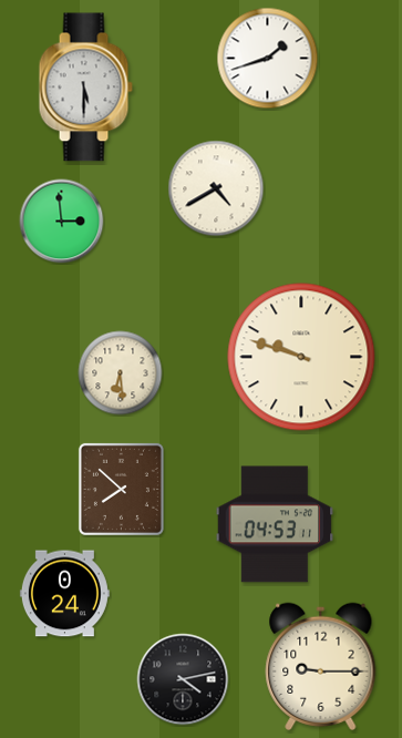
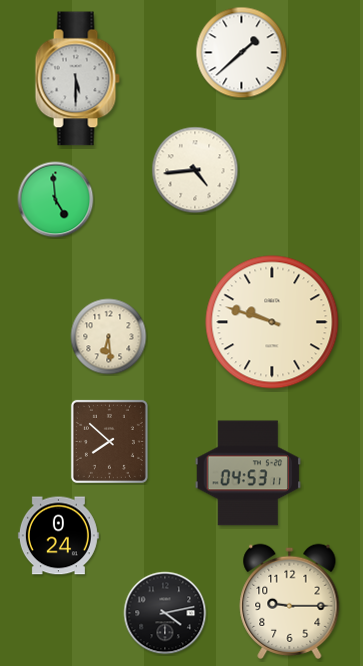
clock at (268, 59): 1:42 -> 1:38
clock at (216, 188): 4:40 -> 4:44
clock at (62, 222): 2:59 -> 4:59
